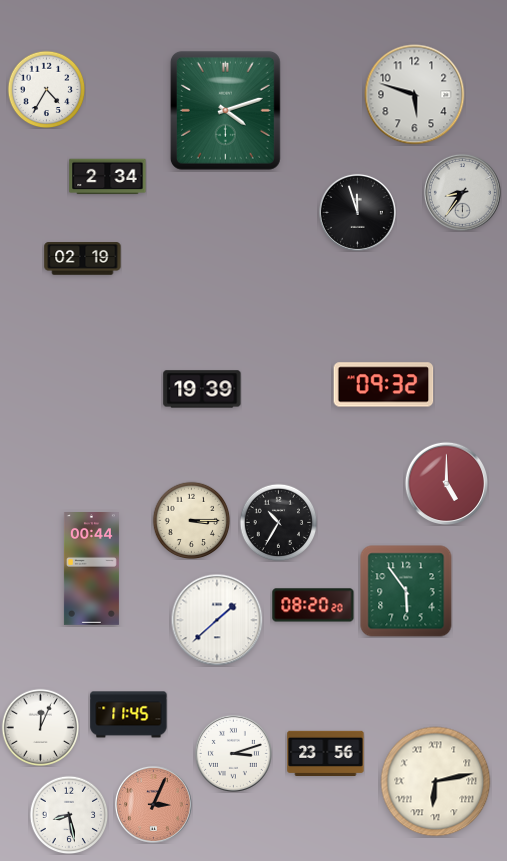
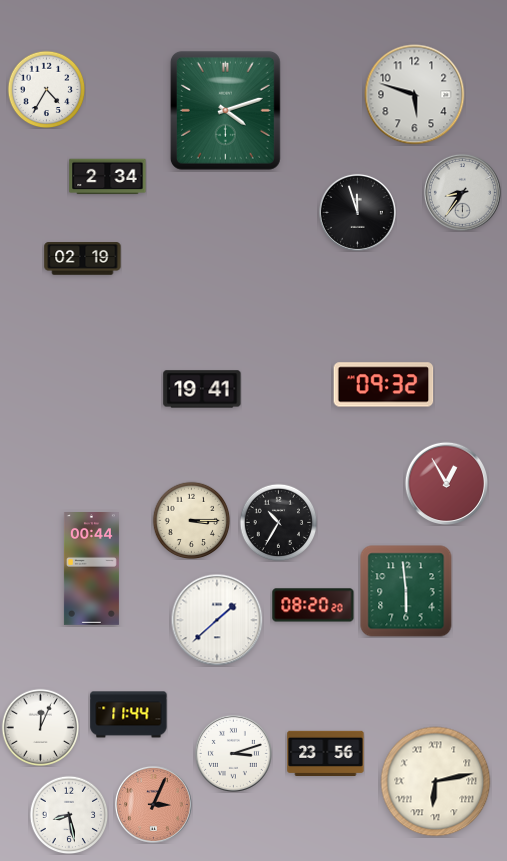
clock at (202, 389): 19:39 -> 19:41
clock at (446, 483): 5:00 -> 12:55
clock at (406, 591): 5:54 -> 5:59
clock at (129, 715): 11:45 -> 11:44
